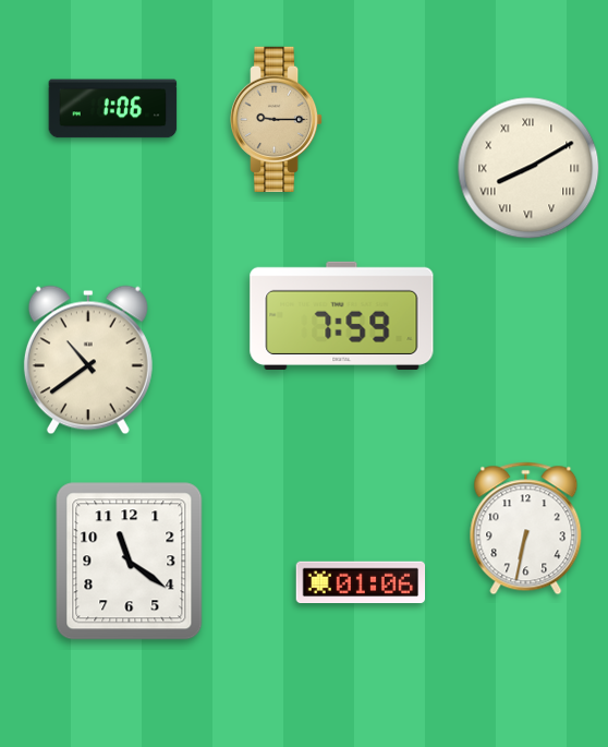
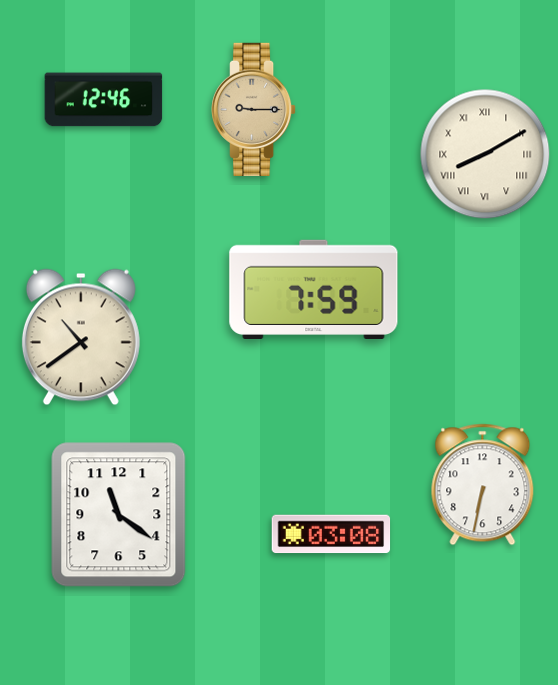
clock at (113, 109): 1:06 -> 12:46
clock at (88, 360) position: (88, 360) -> (81, 337)
clock at (361, 582): 01:06 -> 03:08
